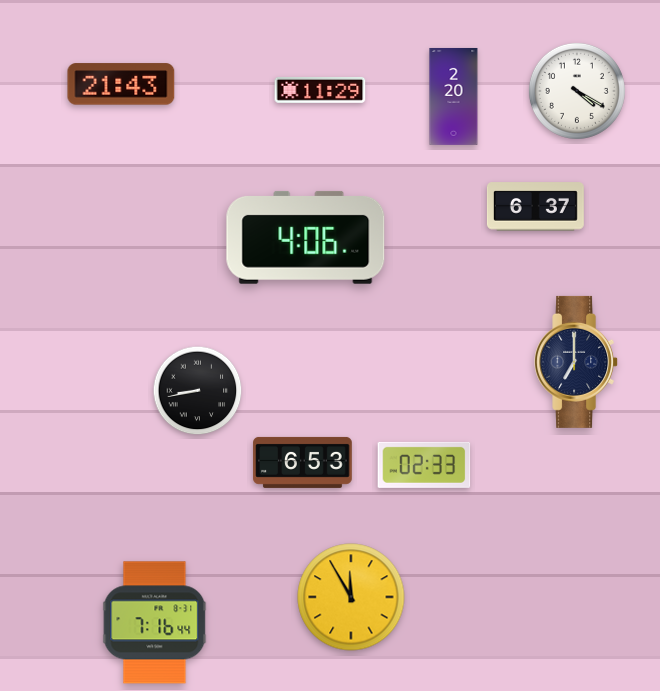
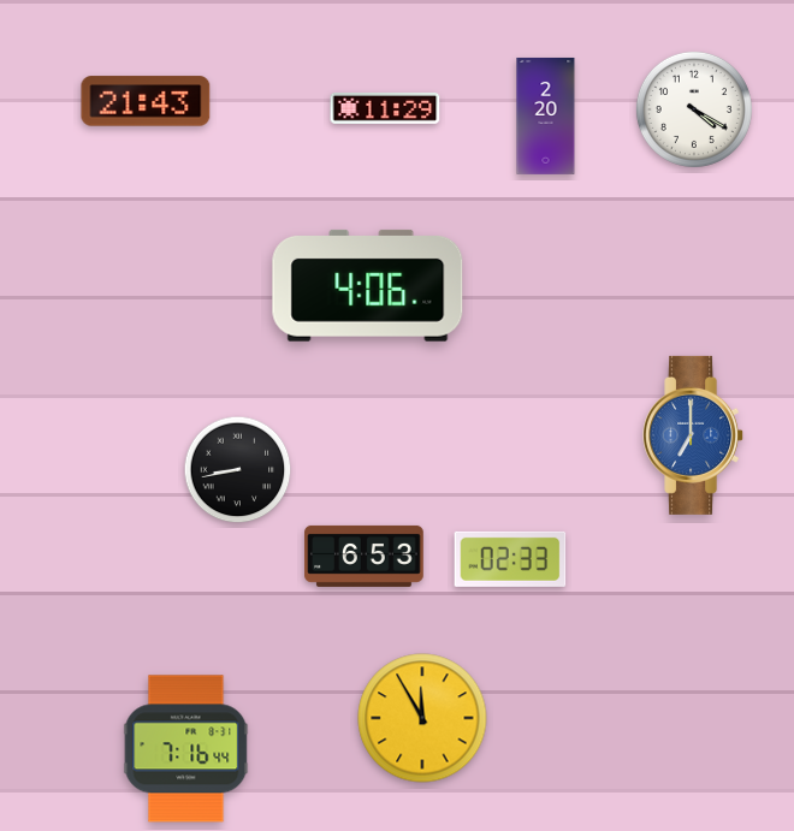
clock at (535, 207): 6:37 -> none
clock at (577, 362) dial: navy -> blue
